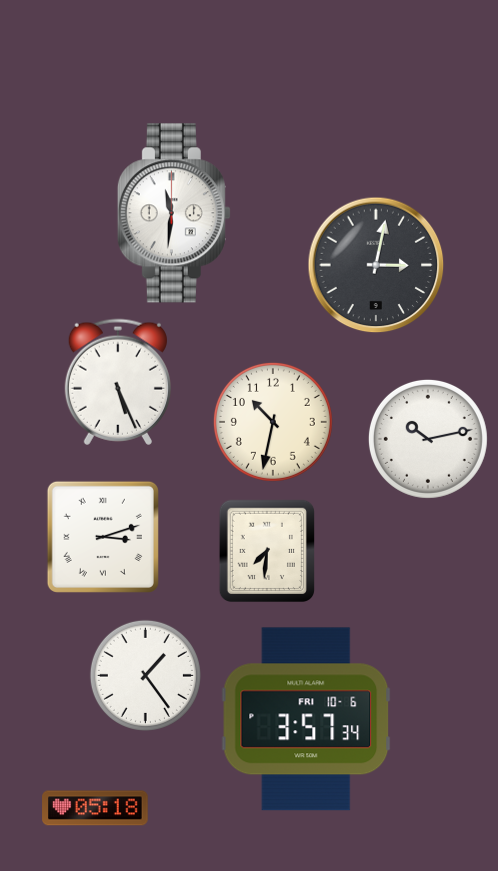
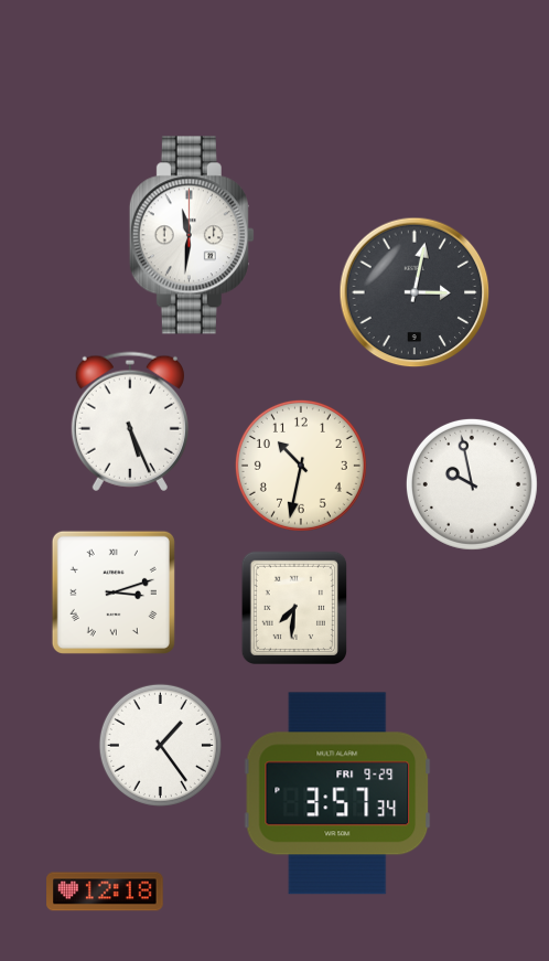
clock at (428, 439): 10:13 -> 9:58
clock at (306, 719) date: FRI 10-6 -> FRI 9-29
clock at (95, 808): 05:18 -> 12:18
